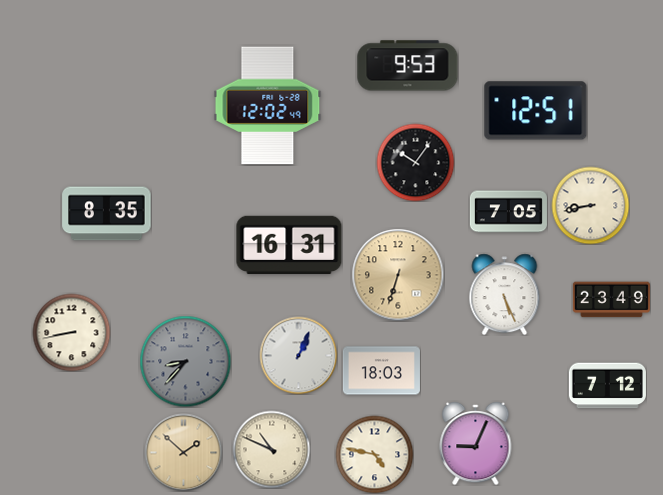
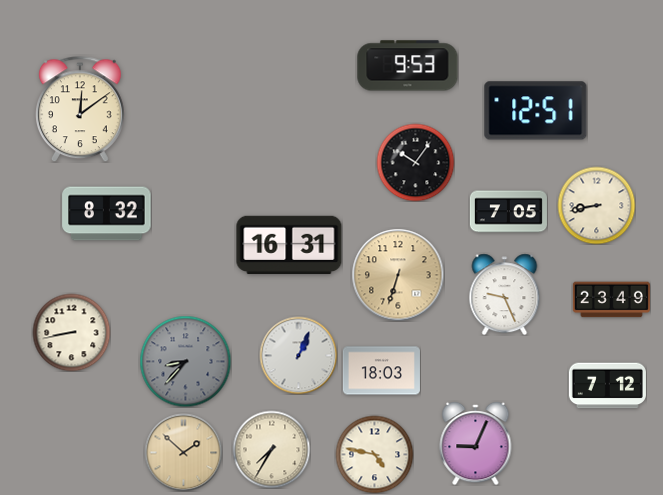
clock at (268, 106): 12:02 -> none
clock at (80, 109): none -> 12:09
clock at (590, 205) position: (590, 205) -> (596, 205)
clock at (107, 214): 8:35 -> 8:32
clock at (505, 294): 5:26 -> 9:26
clock at (271, 449): 10:49 -> 7:35
